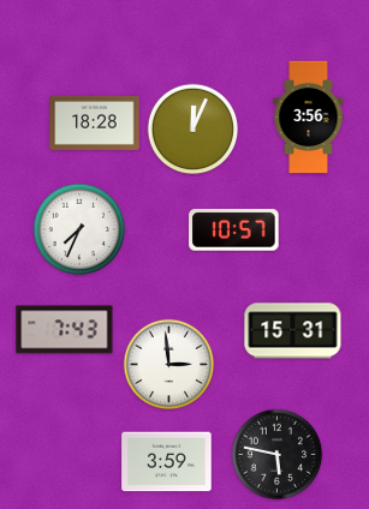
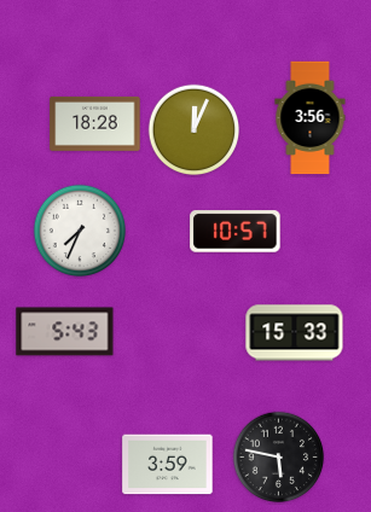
clock at (65, 330): 7:43 -> 5:43
clock at (293, 331): 15:31 -> 15:33
clock at (169, 365): 2:59 -> none
